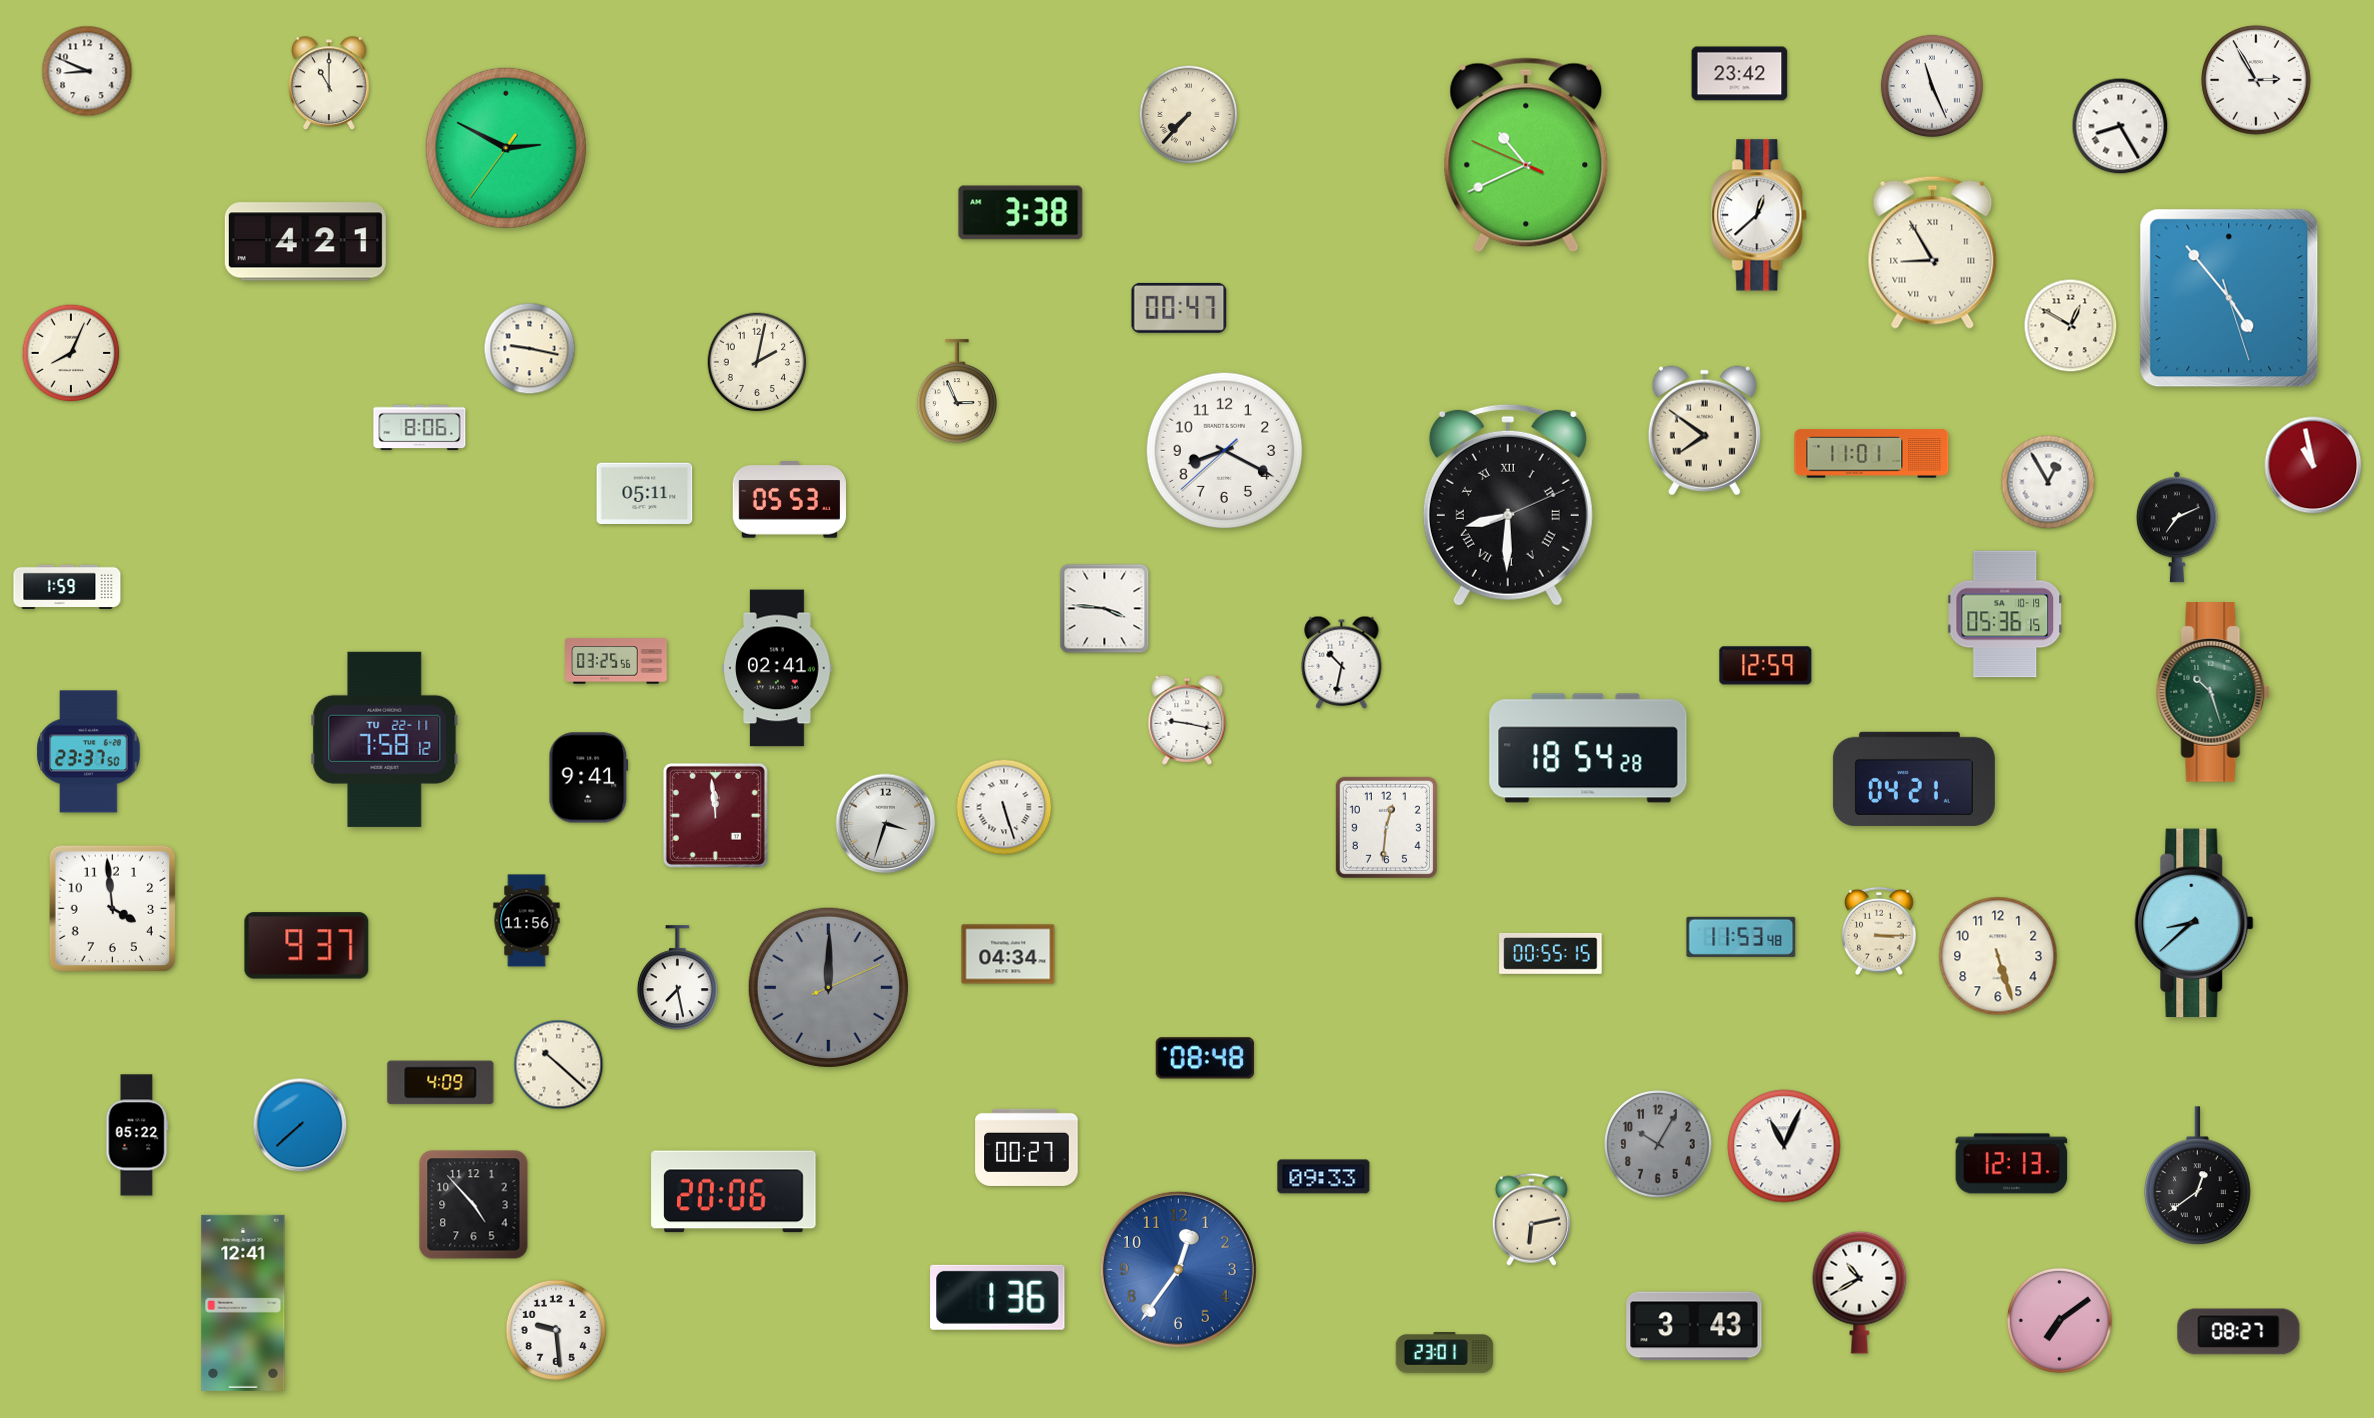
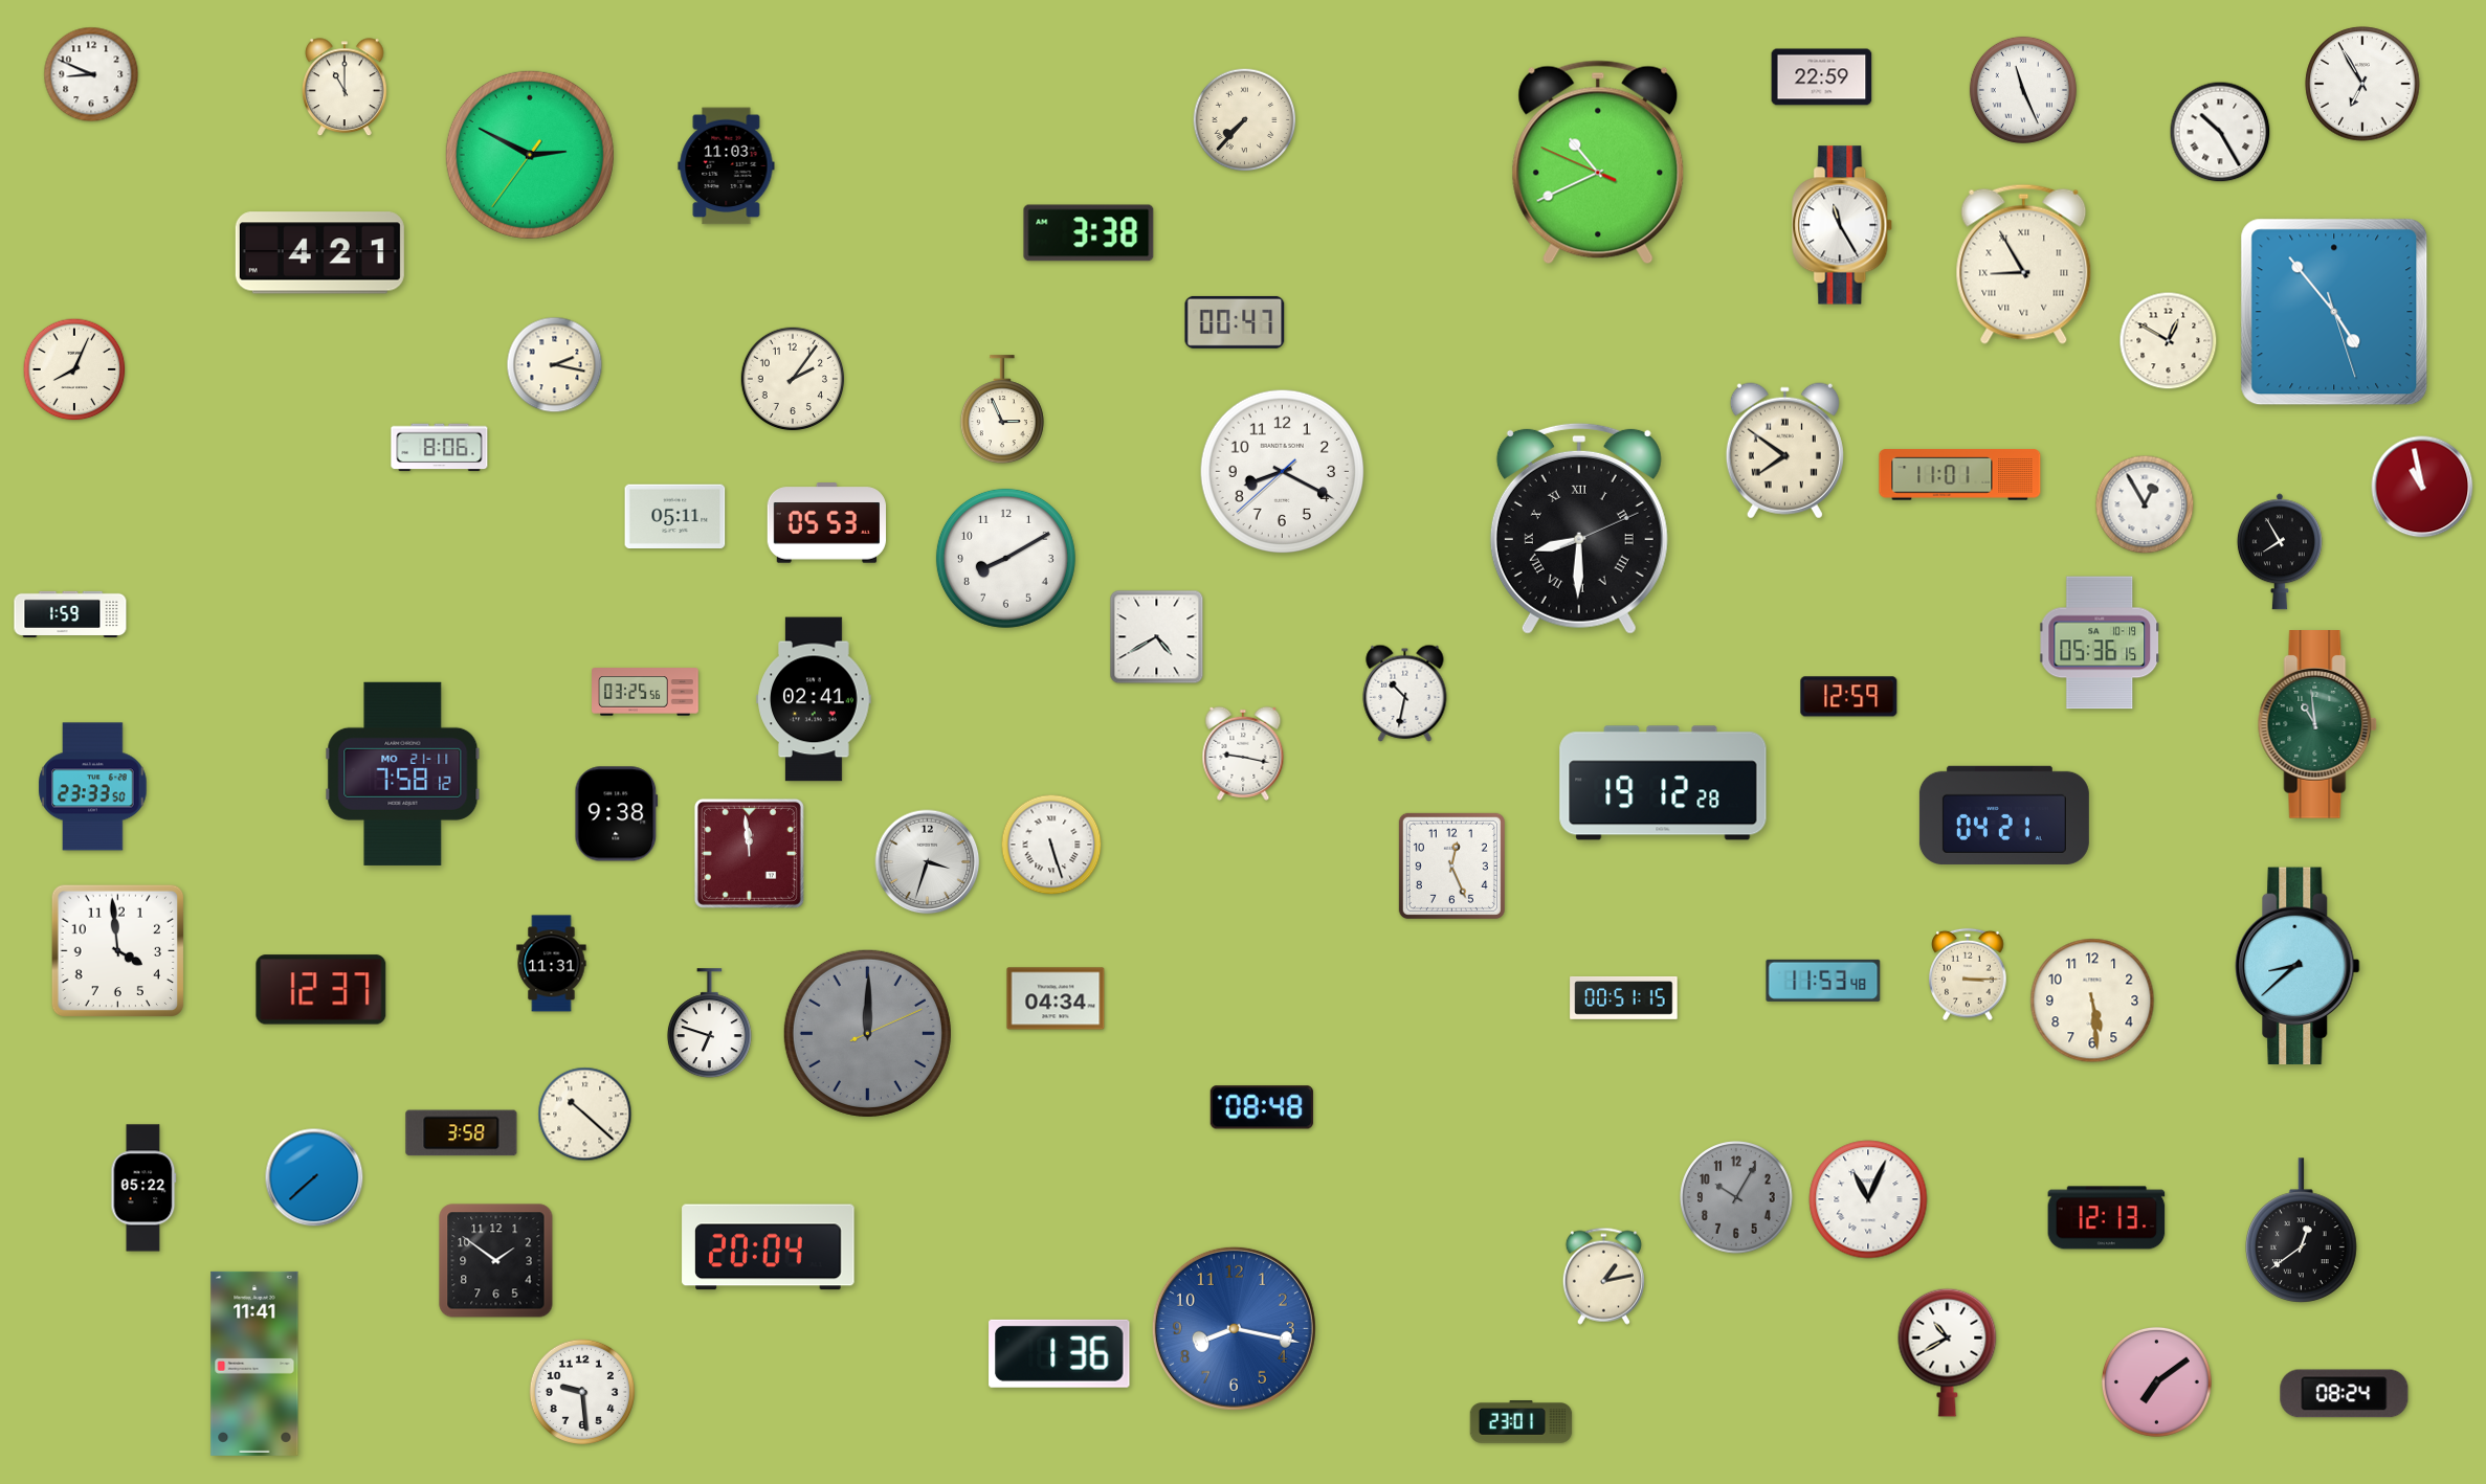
clock at (1740, 74): 23:42 -> 22:59
clock at (2256, 80): 2:55 -> 6:55
clock at (2120, 126): 8:25 -> 10:25
clock at (727, 166): none -> 11:03
clock at (1021, 213) position: (1021, 213) -> (1089, 233)
clock at (1760, 215): 12:38 -> 11:25
clock at (530, 349): 9:17 -> 2:17
clock at (757, 362): 2:02 -> 2:06
clock at (2177, 527): 7:11 -> 7:55
clock at (1005, 558): none -> 8:10
clock at (1105, 609): 3:46 -> 4:40
clock at (2213, 692): 10:27 -> 10:59
clock at (385, 739) date: TU 22-11 -> MO 21-11
clock at (1588, 748): 18:54 -> 19:12
clock at (89, 752): 23:37 -> 23:33
clock at (589, 778): 9:41 -> 9:38
clock at (1386, 827): 12:31 -> 12:26
clock at (527, 921): 11:56 -> 11:31
clock at (307, 946): 9:37 -> 12:37
clock at (1551, 953): 00:55 -> 00:51
clock at (1998, 956): 5:27 -> 5:29
clock at (677, 978): 7:28 -> 6:48
clock at (441, 1083): 4:09 -> 3:58
clock at (1027, 1147): 00:27 -> none
clock at (1324, 1177): 09:33 -> none
clock at (734, 1192): 20:06 -> 20:04
clock at (474, 1205): 4:53 -> 1:51
clock at (1531, 1219): 6:13 -> 1:13
clock at (1178, 1269): 12:36 -> 8:17
clock at (998, 1297) position: (998, 1297) -> (1060, 1353)
clock at (243, 1303): 12:41 -> 11:41
clock at (1694, 1326): 3:43 -> none
clock at (2239, 1332): 08:27 -> 08:24
clock at (1445, 1353) position: (1445, 1353) -> (1522, 1422)
